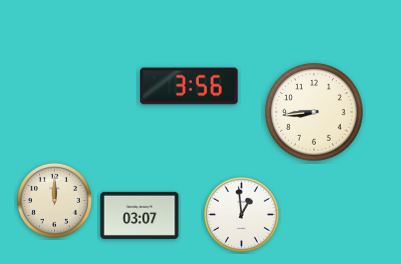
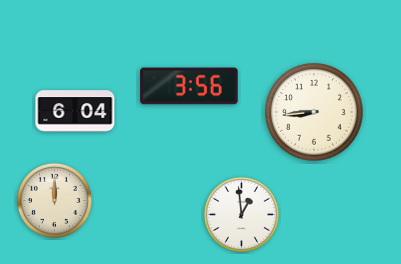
clock at (75, 111): none -> 6:04
clock at (140, 215): 03:07 -> none
